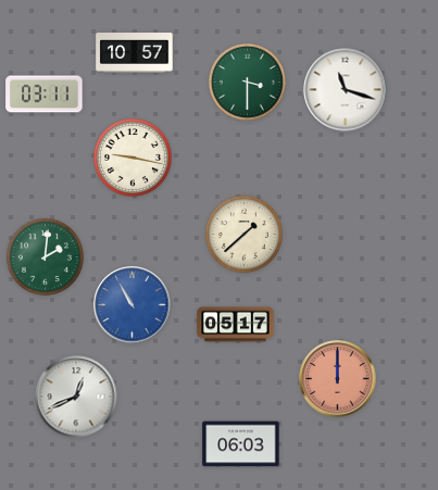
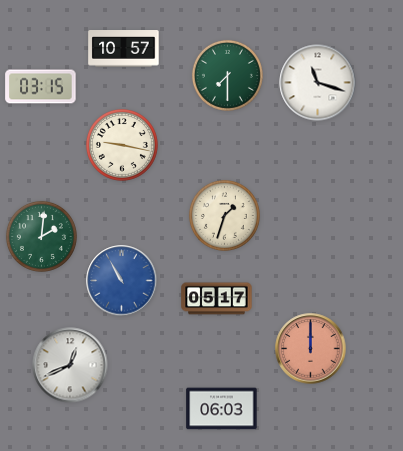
clock at (247, 81): 3:30 -> 7:30
clock at (45, 95): 03:11 -> 03:15
clock at (243, 234): 1:38 -> 1:33
